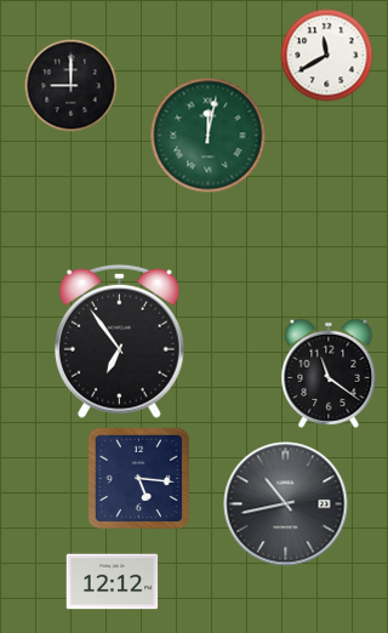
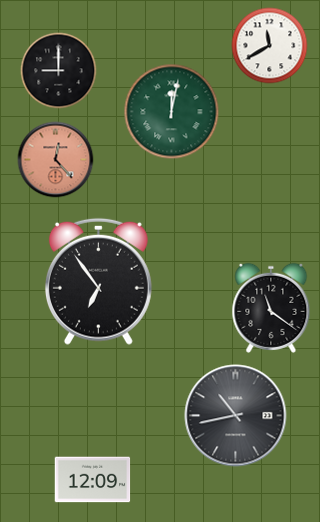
clock at (56, 160): none -> 12:23
clock at (139, 479): 5:16 -> none
clock at (113, 582): 12:12 -> 12:09
